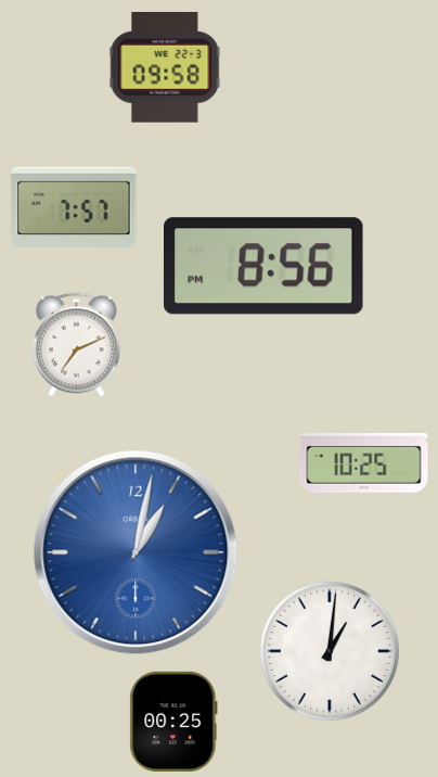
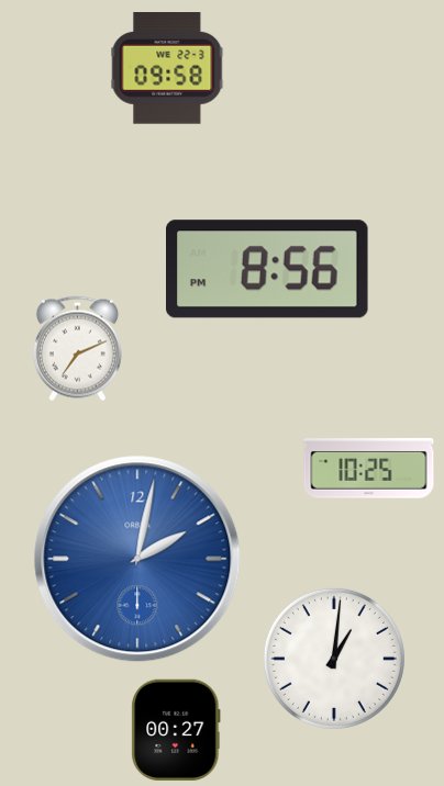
clock at (74, 207): 7:57 -> none
clock at (136, 552): 1:02 -> 2:02
clock at (173, 721): 00:25 -> 00:27
